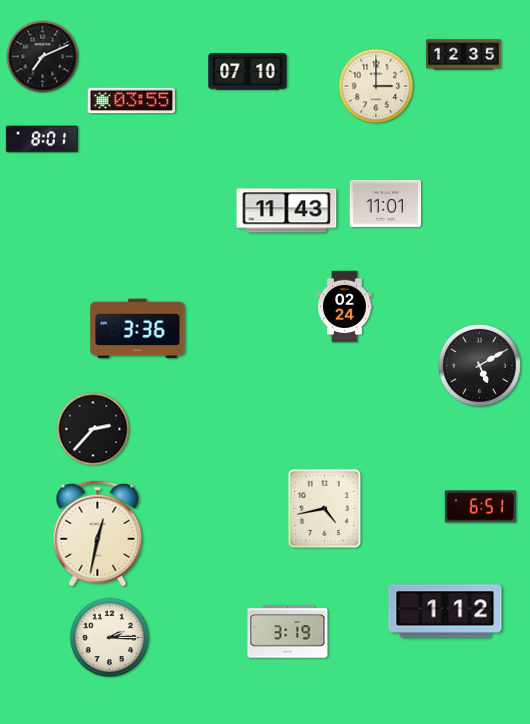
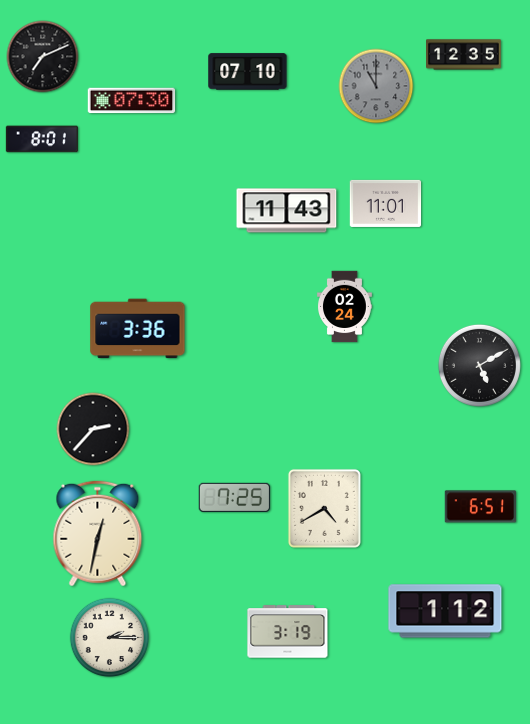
clock at (376, 86): 3:00 -> 11:00
clock at (376, 86) dial: cream -> grey
clock at (132, 101): 03:55 -> 07:30
clock at (235, 497): none -> 7:25
clock at (324, 508): 4:43 -> 4:40
